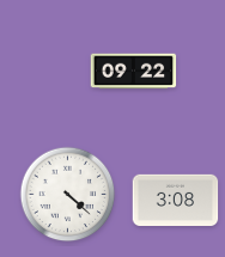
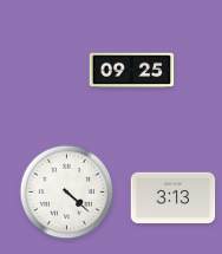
clock at (134, 72): 09:22 -> 09:25
clock at (176, 200): 3:08 -> 3:13
